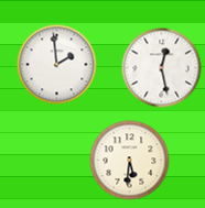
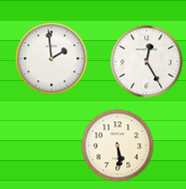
clock at (162, 68): 12:28 -> 12:25
clock at (130, 161): 5:31 -> 5:29
